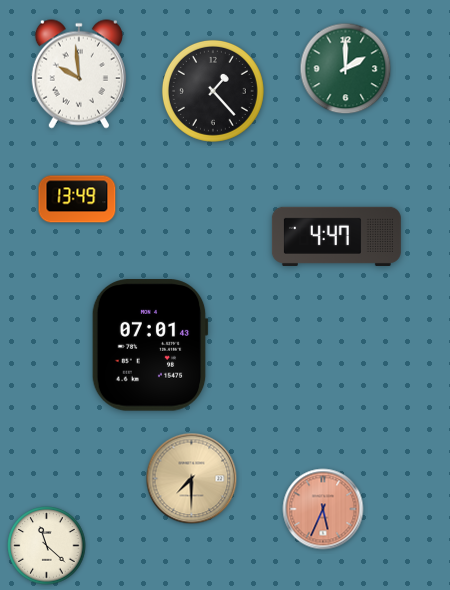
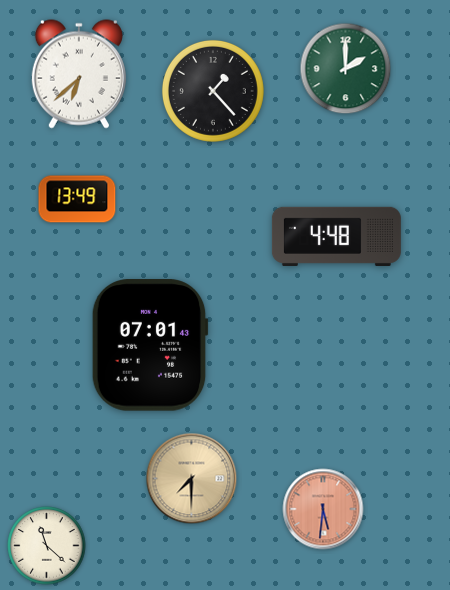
clock at (79, 74): 9:59 -> 6:38
clock at (336, 236): 4:47 -> 4:48
clock at (323, 509): 5:34 -> 5:31
